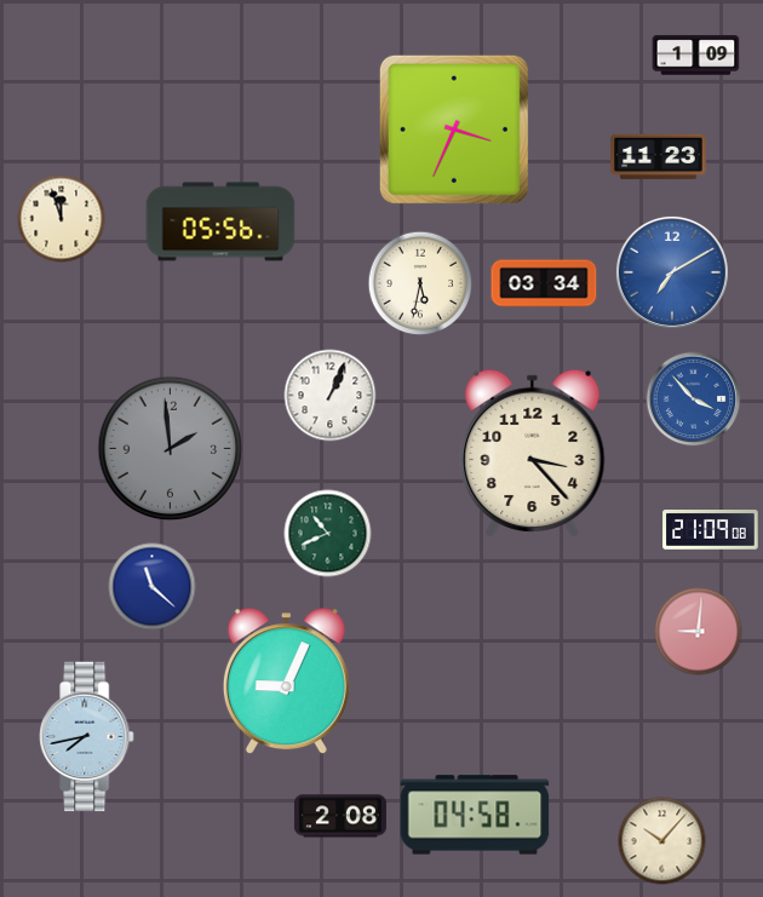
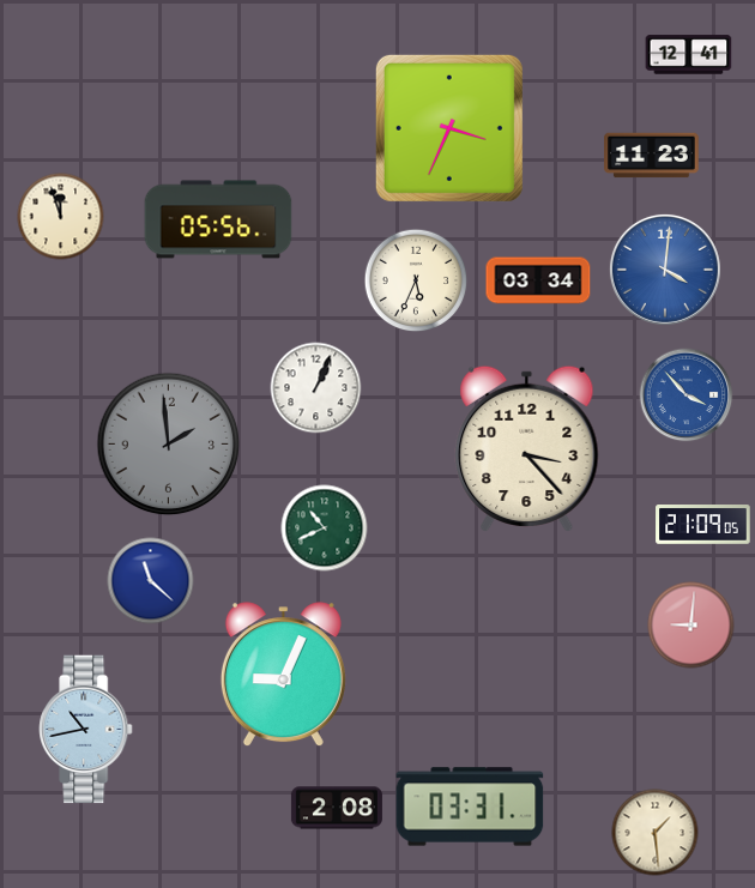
clock at (696, 56): 1:09 -> 12:41
clock at (672, 272): 7:10 -> 4:01
clock at (420, 283): 5:32 -> 5:34
clock at (331, 396) position: (331, 396) -> (316, 388)
clock at (711, 530): 21:09:08 -> 21:09:05
clock at (87, 737): 7:43 -> 10:43
clock at (475, 815): 04:58 -> 03:31
clock at (662, 841): 10:07 -> 1:29
